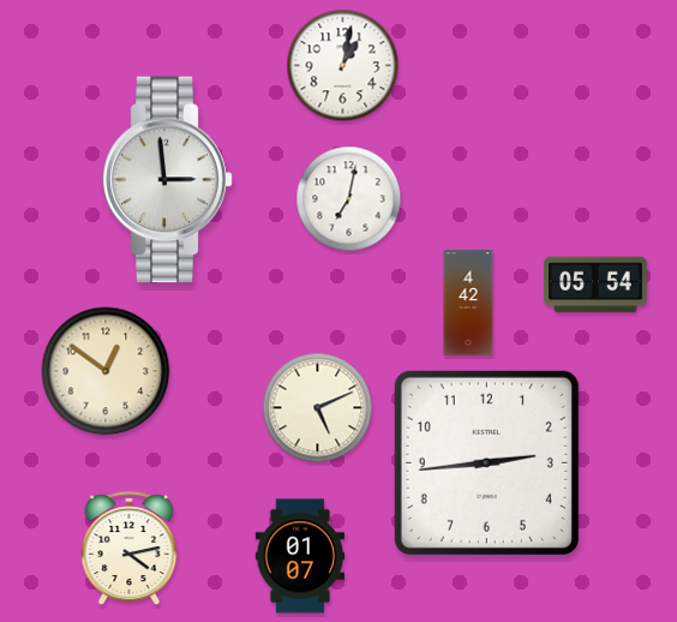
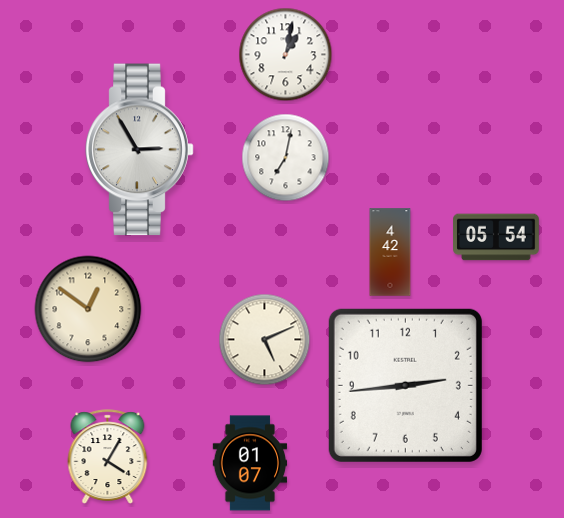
clock at (168, 180): 2:59 -> 2:55
clock at (349, 199) position: (349, 199) -> (286, 158)
clock at (130, 549): 4:13 -> 4:05
